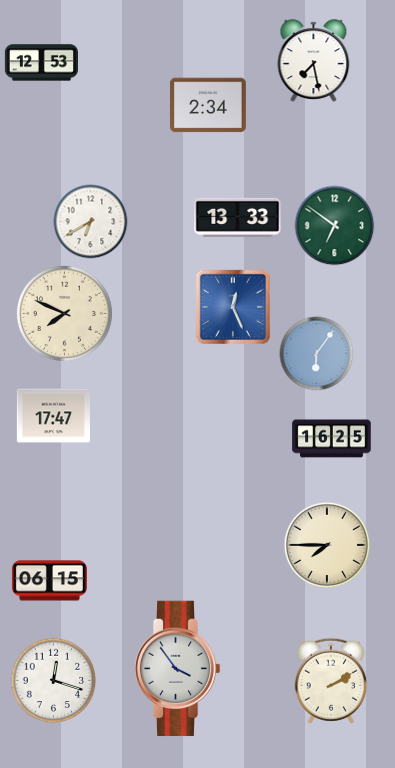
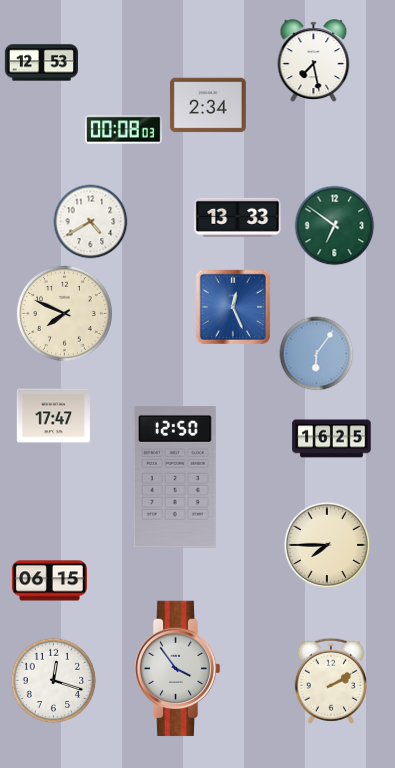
clock at (124, 130): none -> 00:08
clock at (91, 222): 6:40 -> 4:40
clock at (175, 477): none -> 12:50
